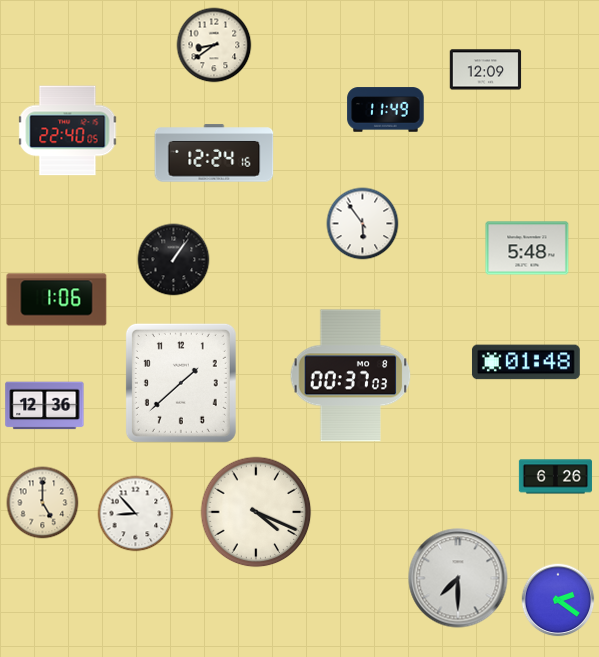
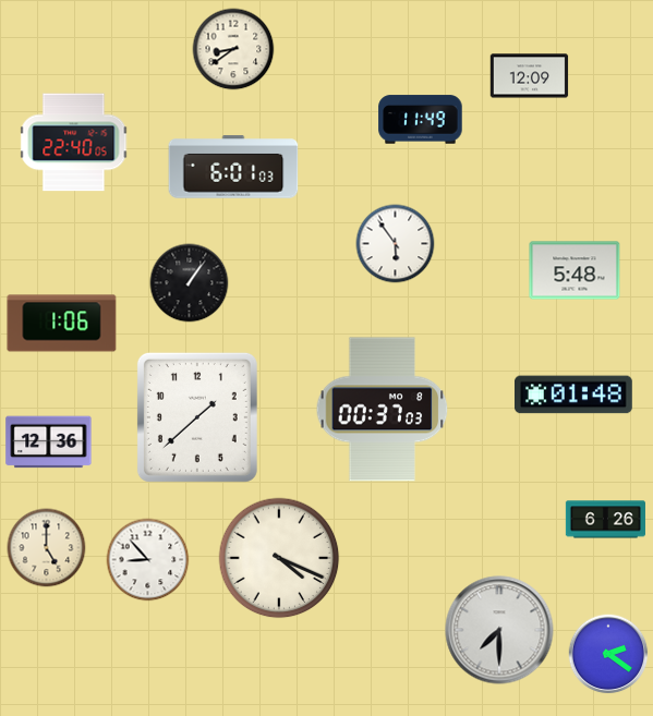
clock at (214, 153): 12:24 -> 6:01
clock at (57, 300) position: (57, 300) -> (62, 324)
